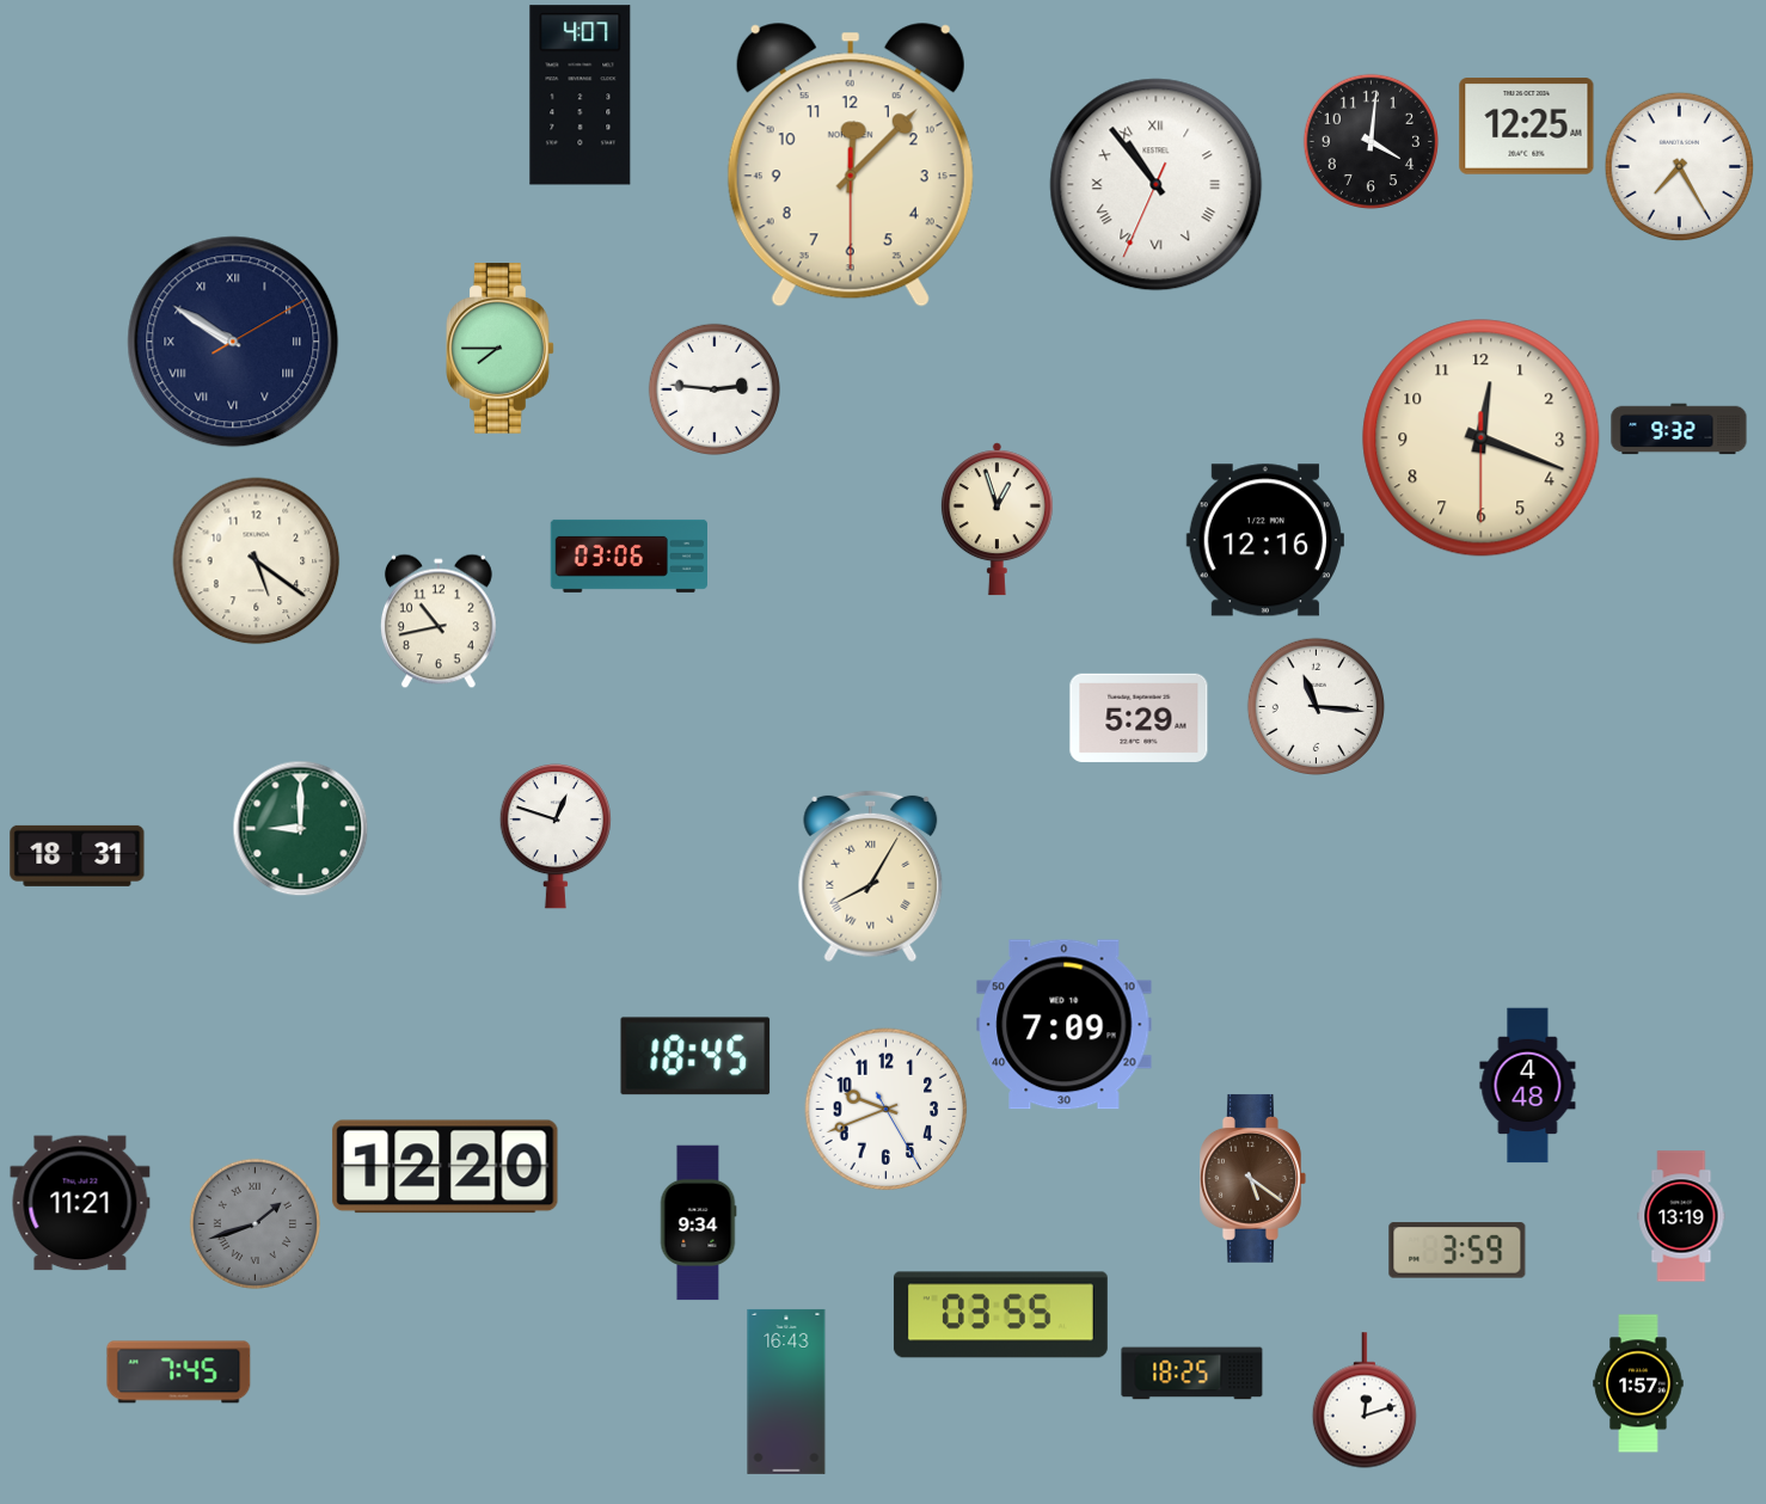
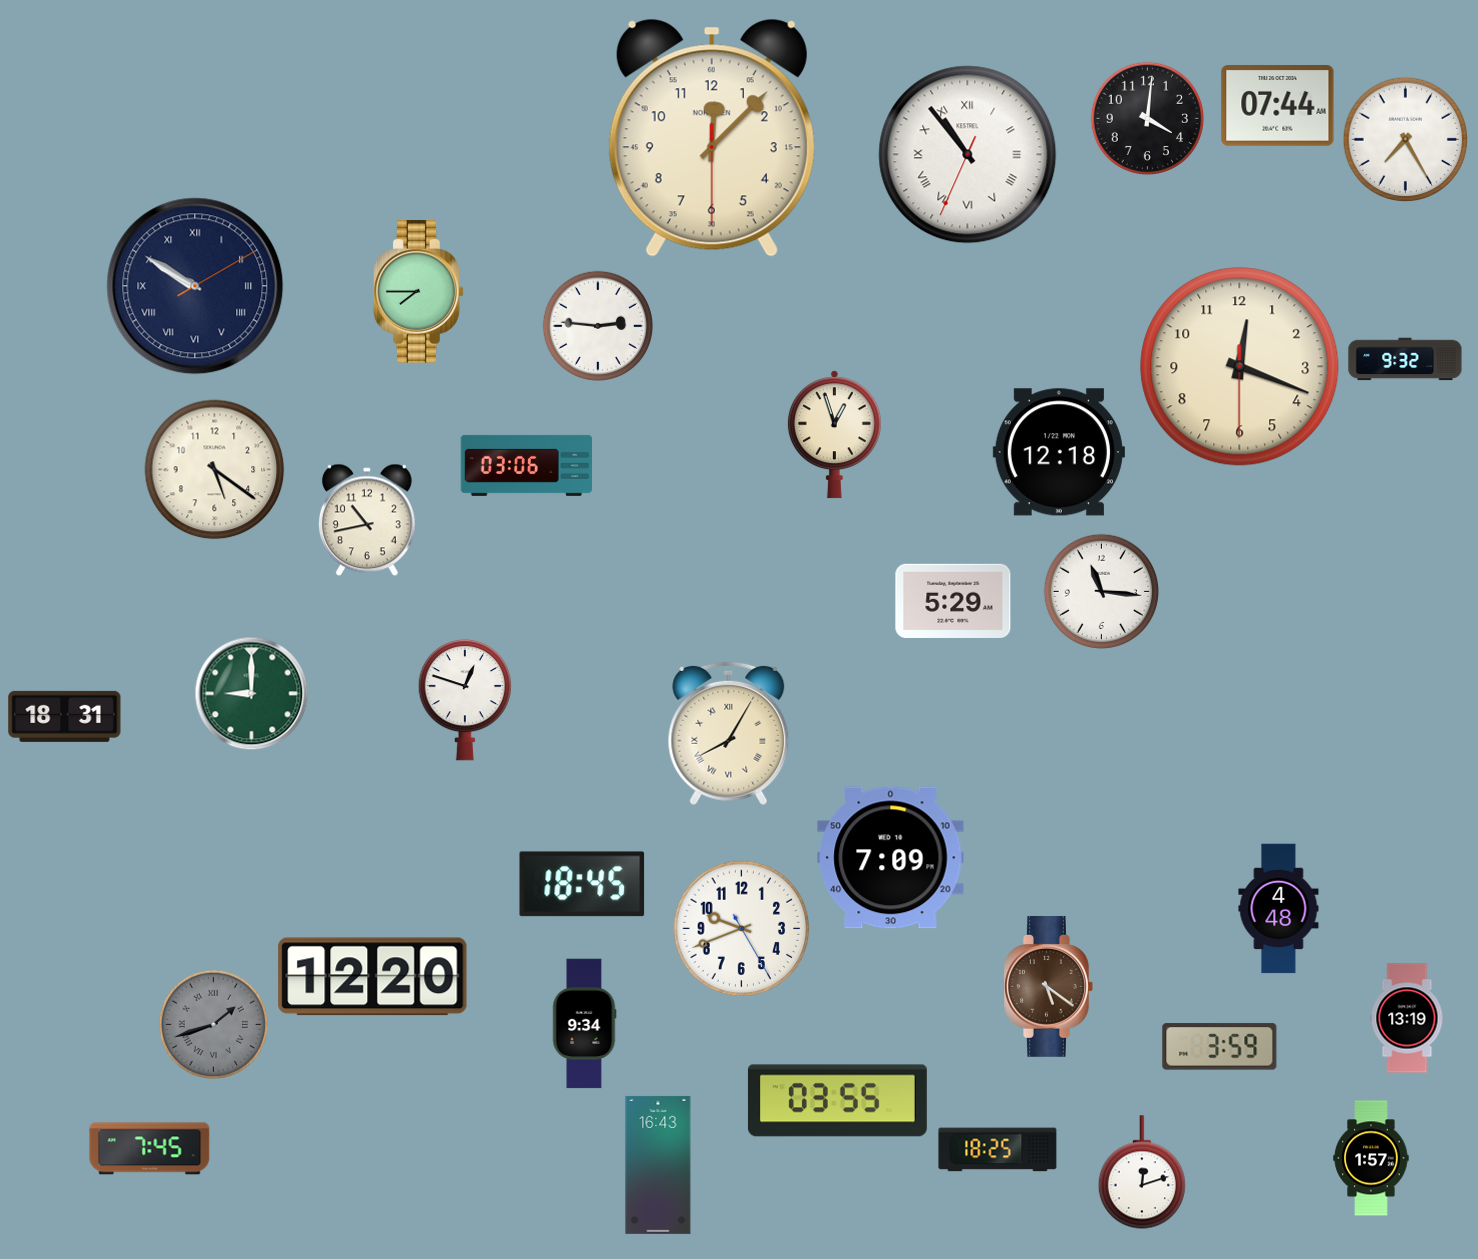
clock at (581, 96): 4:07 -> none
clock at (1527, 127): 12:25 -> 07:44
clock at (1265, 540): 12:16 -> 12:18
clock at (80, 1203): 11:21 -> none
